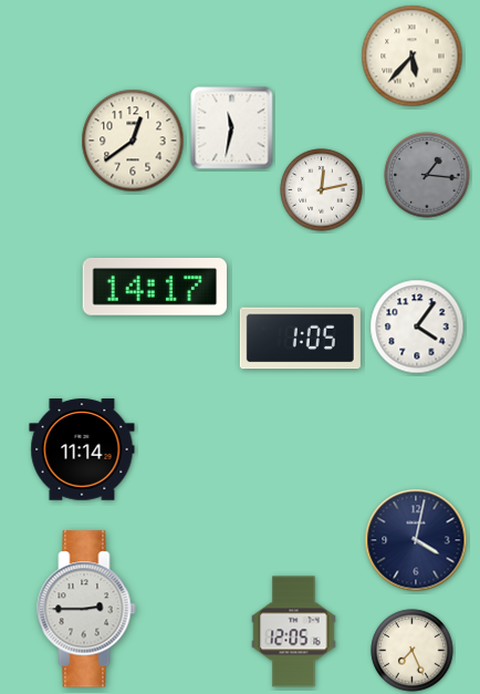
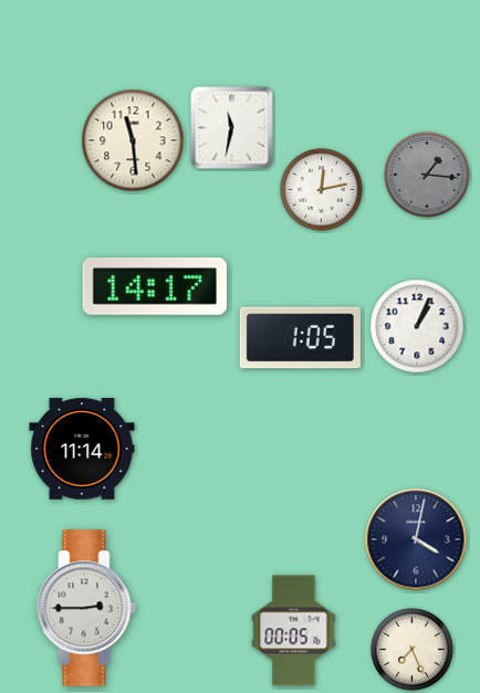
clock at (413, 56): 5:37 -> none
clock at (133, 141): 12:39 -> 11:29
clock at (417, 327): 4:06 -> 1:04
clock at (294, 632): 12:05 -> 00:05
